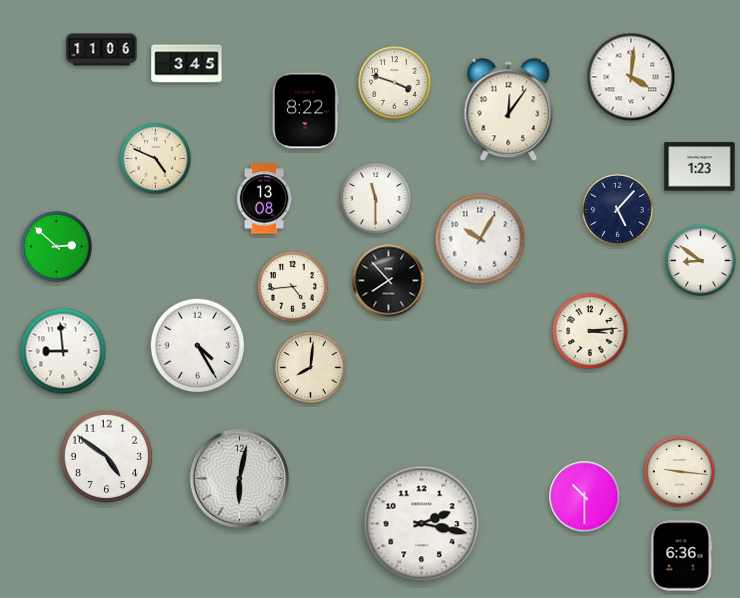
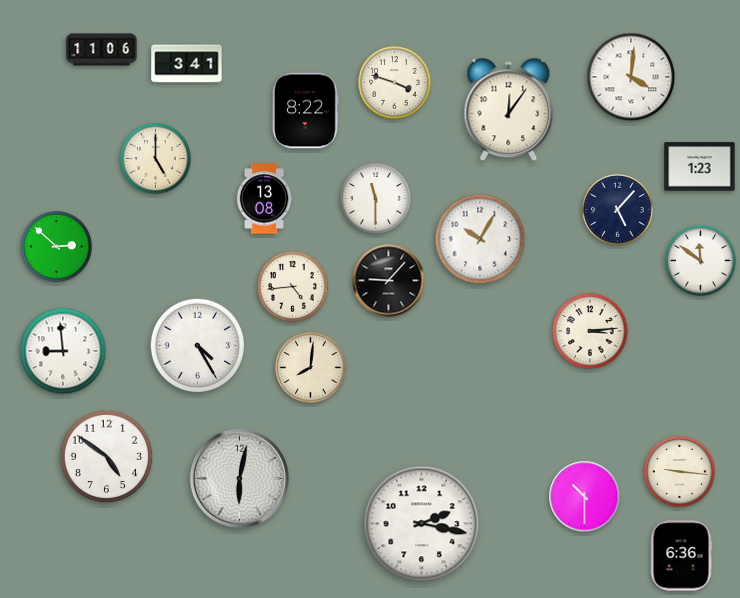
clock at (187, 64): 3:45 -> 3:41
clock at (156, 159): 4:49 -> 5:00
clock at (701, 261): 8:51 -> 11:51
clock at (389, 281): 7:53 -> 9:07
